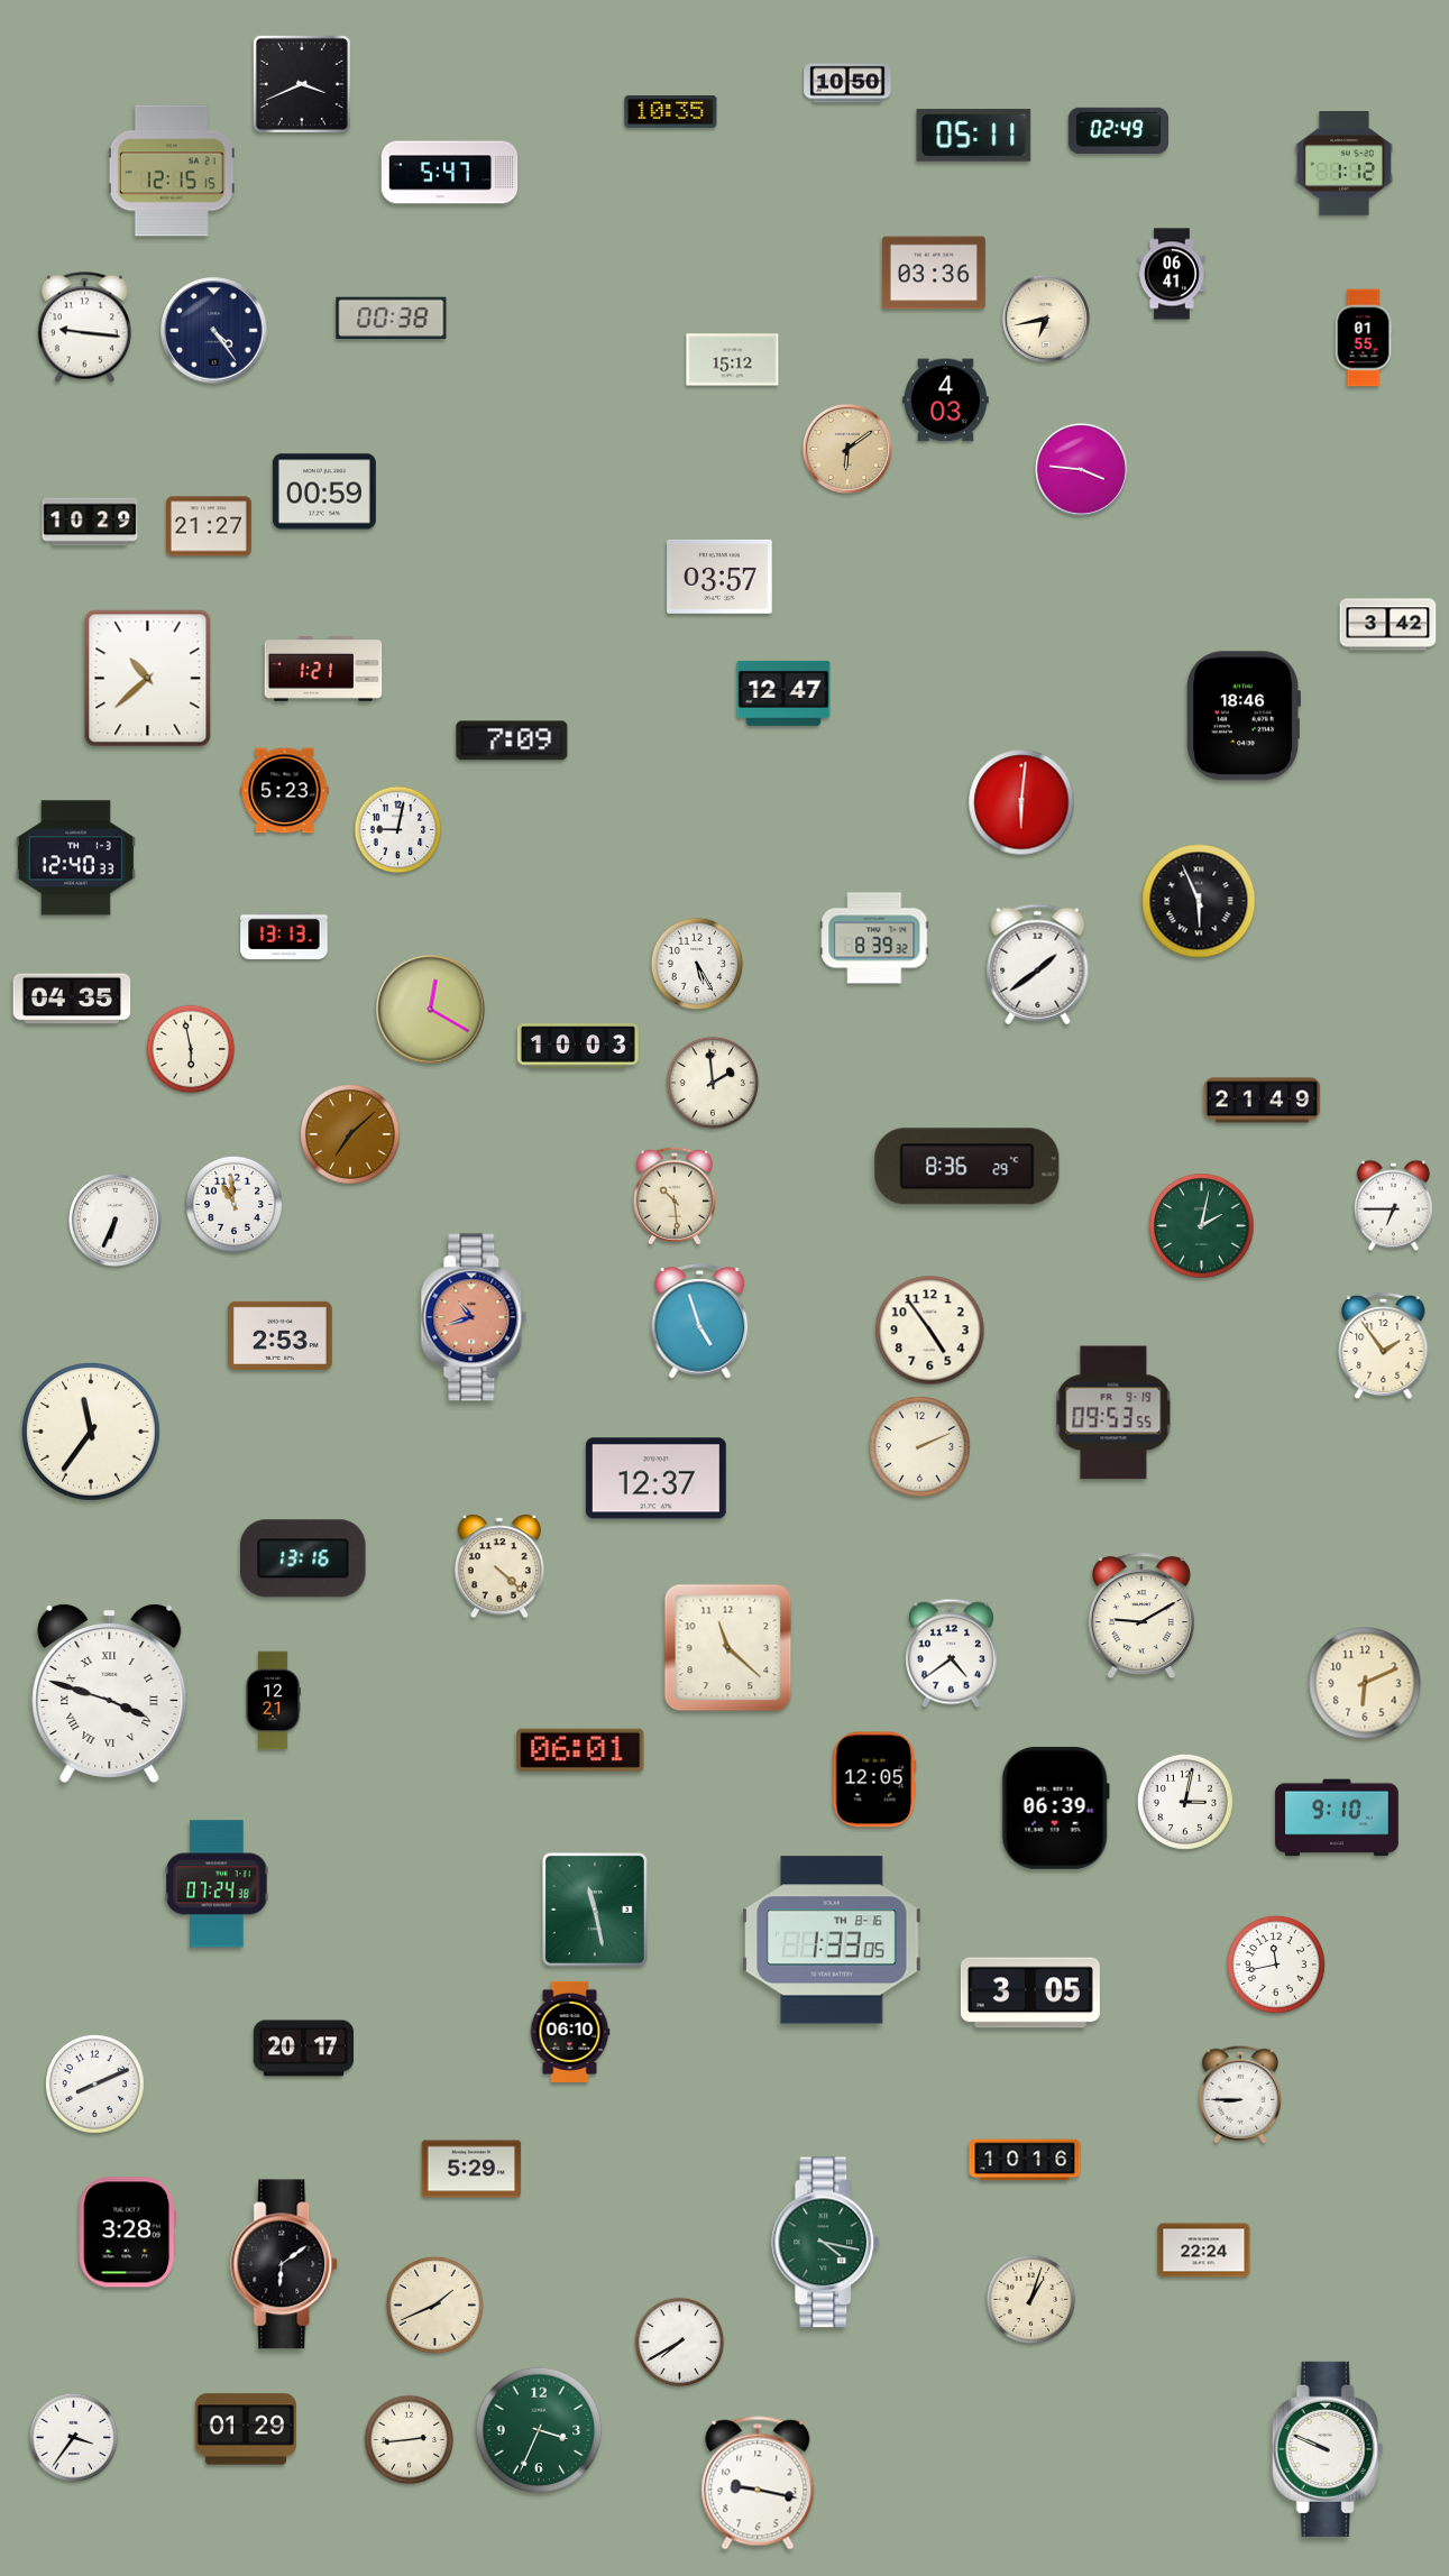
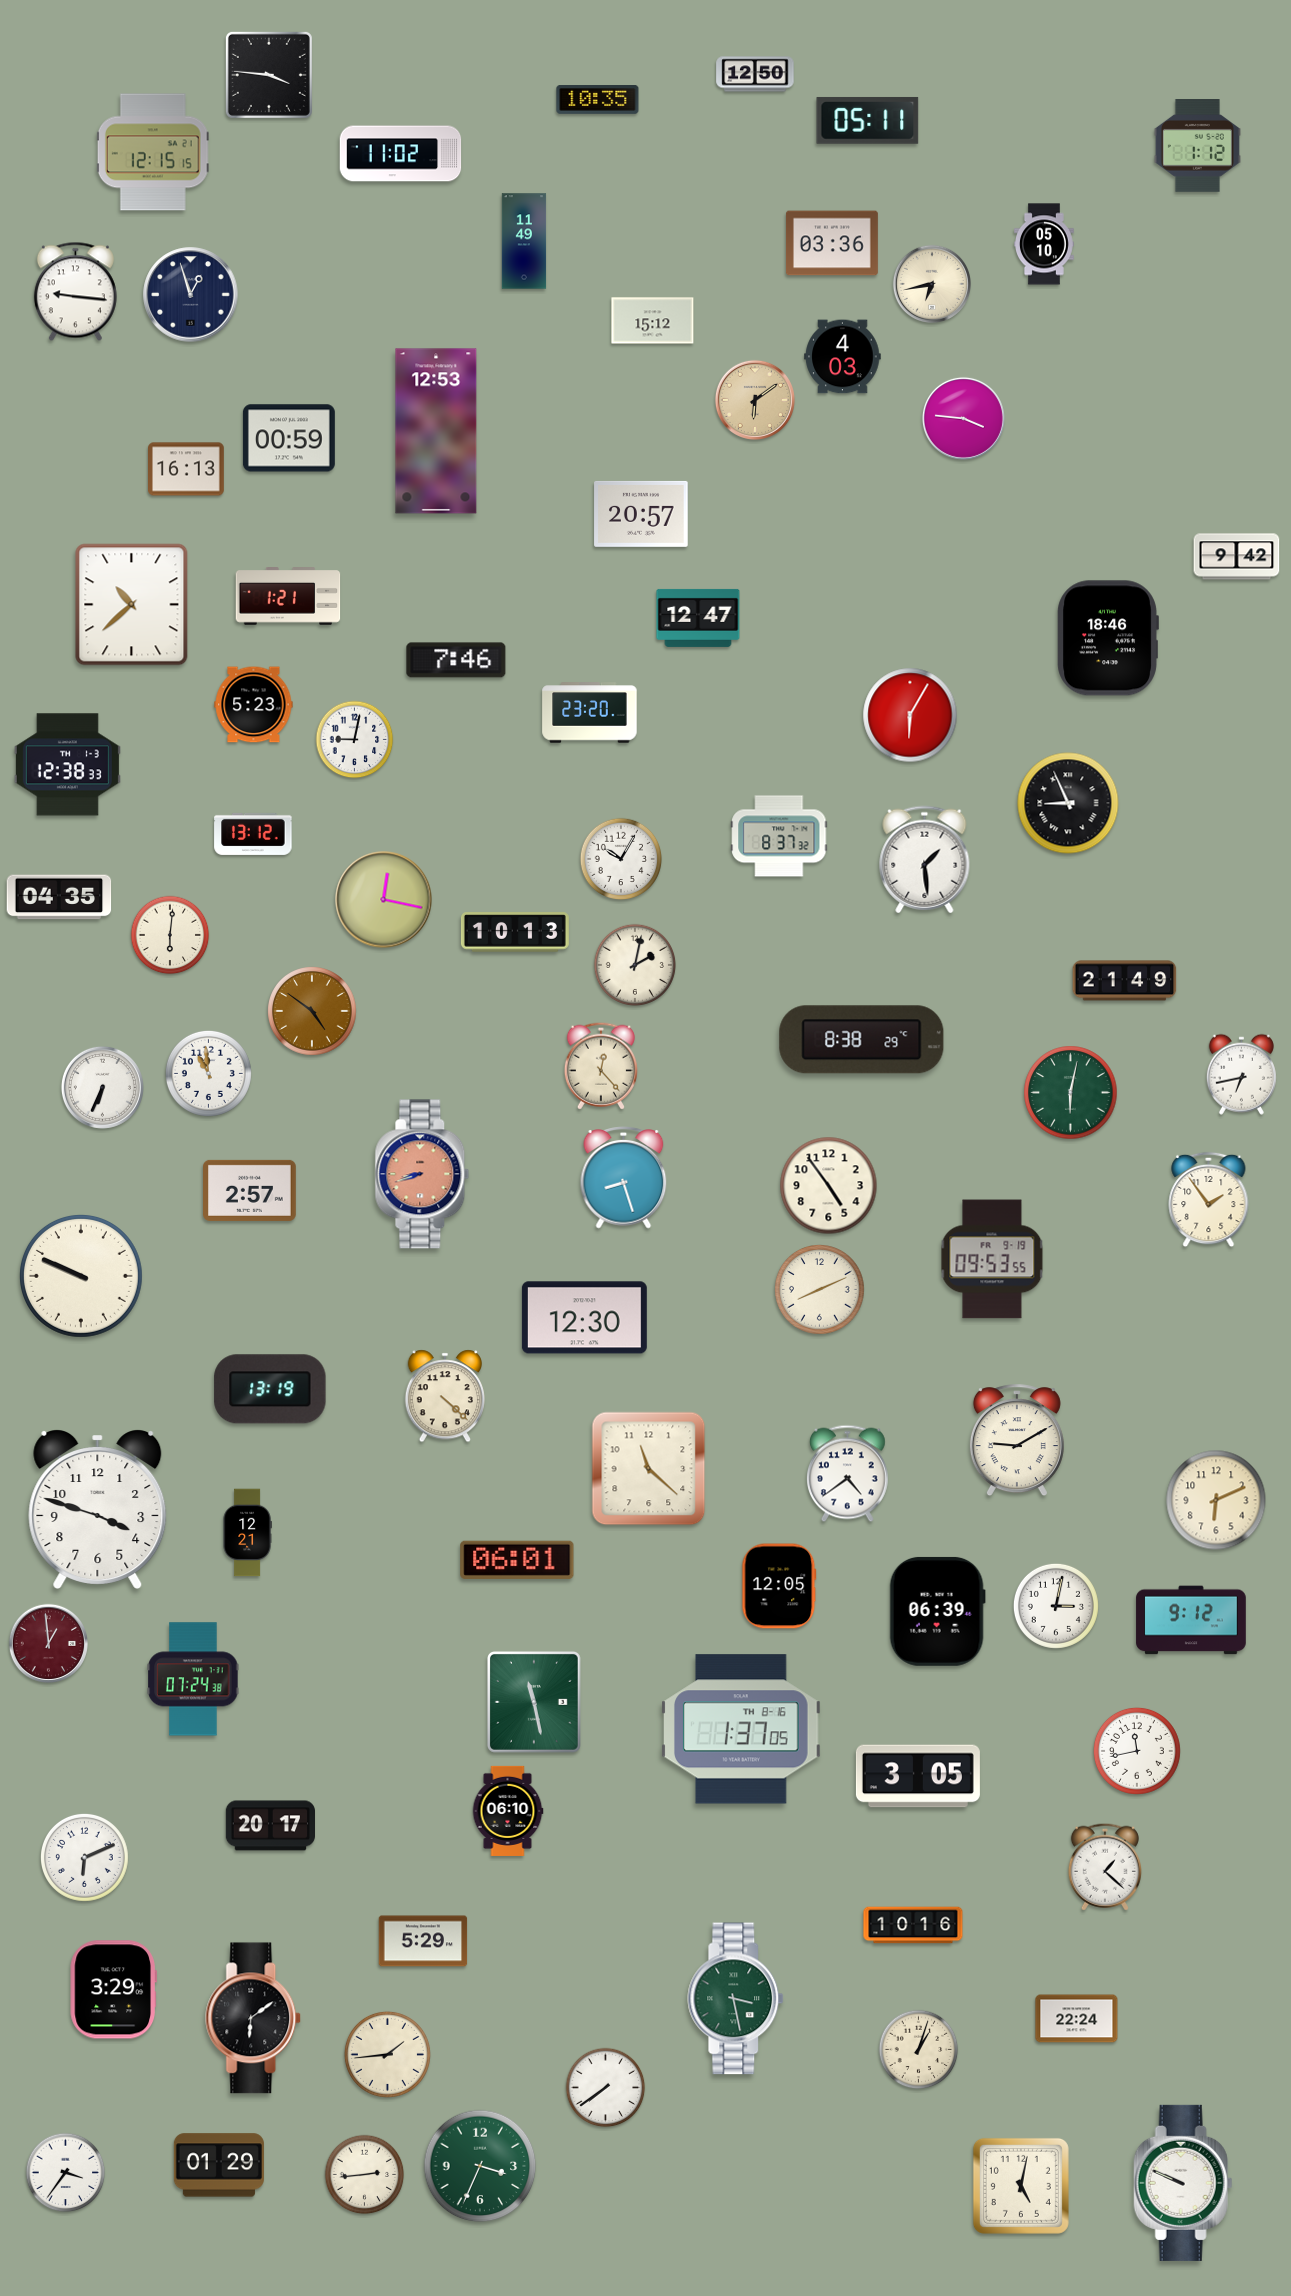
clock at (847, 83): 10:50 -> 12:50
clock at (302, 84): 3:41 -> 3:46
clock at (1118, 131): 02:49 -> none
clock at (450, 173): 5:47 -> 11:02
clock at (524, 241): none -> 11:49
clock at (1173, 274): 06:41 -> 05:10
clock at (392, 319): 00:38 -> none
clock at (214, 331): 4:24 -> 12:57
clock at (1364, 338): 01:55 -> none
clock at (436, 431): none -> 12:53
clock at (90, 522): 10:29 -> none
clock at (210, 526): 21:27 -> 16:13
clock at (719, 577): 03:57 -> 20:57
clock at (1388, 625): 3:42 -> 9:42
clock at (512, 740): 7:09 -> 7:46
clock at (590, 713): none -> 23:20
clock at (1021, 802): 6:01 -> 6:05
clock at (75, 858): 12:40 -> 12:38
clock at (1199, 901): 5:56 -> 8:56
clock at (284, 936): 13:13 -> 13:12
clock at (874, 938): 8:39 -> 8:37
clock at (697, 964): 5:25 -> 10:05
clock at (1038, 965): 1:39 -> 1:29
clock at (72, 999) position: (72, 999) -> (59, 897)
clock at (431, 1010): 12:20 -> 12:17
clock at (578, 1046): 10:03 -> 10:13
clock at (191, 1049): 5:58 -> 6:01
clock at (713, 1083): 1:59 -> 2:02
clock at (351, 1135): 7:08 -> 4:51
clock at (967, 1167): 8:36 -> 8:38
clock at (675, 1196): 10:29 -> 12:23
clock at (1393, 1205): 6:45 -> 6:43
clock at (1202, 1226): 2:02 -> 6:02
clock at (474, 1317): 10:42 -> 8:42
clock at (700, 1322): 4:57 -> 8:27
clock at (281, 1335): 2:53 -> 2:57
clock at (1384, 1346) position: (1384, 1346) -> (1209, 1200)
clock at (91, 1432): 11:36 -> 9:49
clock at (920, 1447): 2:11 -> 8:11
clock at (655, 1479): 12:37 -> 12:30
clock at (303, 1558): 13:16 -> 13:19
clock at (110, 1693) numerals: Roman -> Arabic
clock at (273, 1701) position: (273, 1701) -> (247, 1533)
clock at (1055, 1807) position: (1055, 1807) -> (937, 1611)
clock at (1337, 1818): 9:10 -> 9:12
clock at (48, 1643): none -> 12:59
clock at (595, 1910) position: (595, 1910) -> (534, 1702)
clock at (833, 1940): 1:33 -> 1:37
clock at (94, 2083): 8:11 -> 6:11
clock at (1240, 2095): 8:45 -> 1:22
clock at (471, 2169) position: (471, 2169) -> (423, 1941)
clock at (127, 2233): 3:28 -> 3:29
clock at (826, 2243): 4:17 -> 3:28
clock at (1204, 2251) position: (1204, 2251) -> (1077, 2019)
clock at (434, 2304): 1:41 -> 1:44
clock at (680, 2343): 7:40 -> 7:39
clock at (1021, 2186): none -> 5:02
clock at (758, 2483): 9:17 -> none
